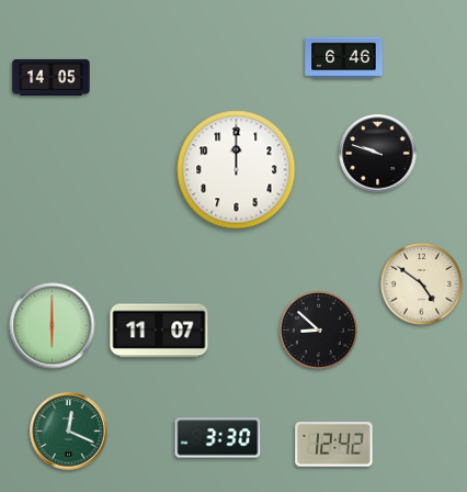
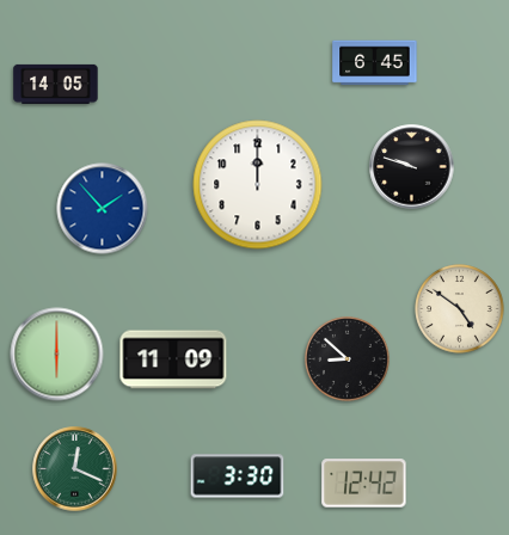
clock at (344, 58): 6:46 -> 6:45
clock at (103, 209): none -> 1:53
clock at (159, 331): 11:07 -> 11:09
